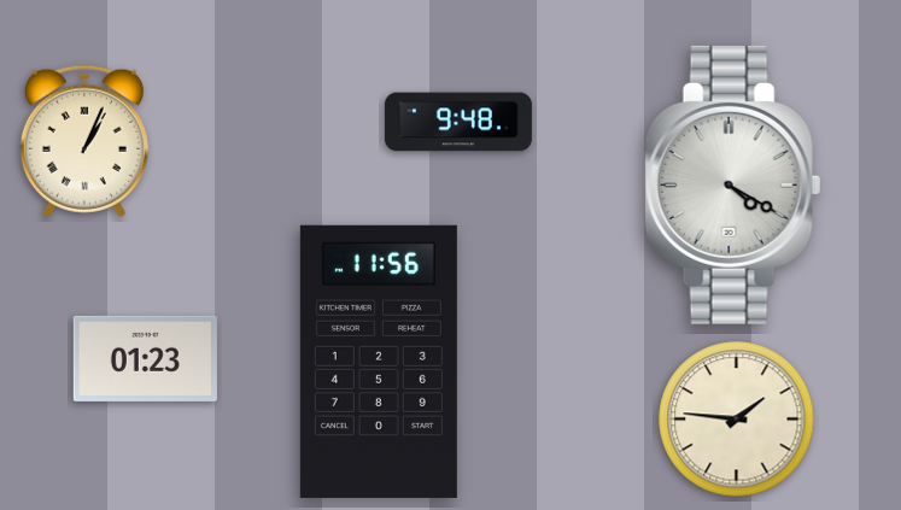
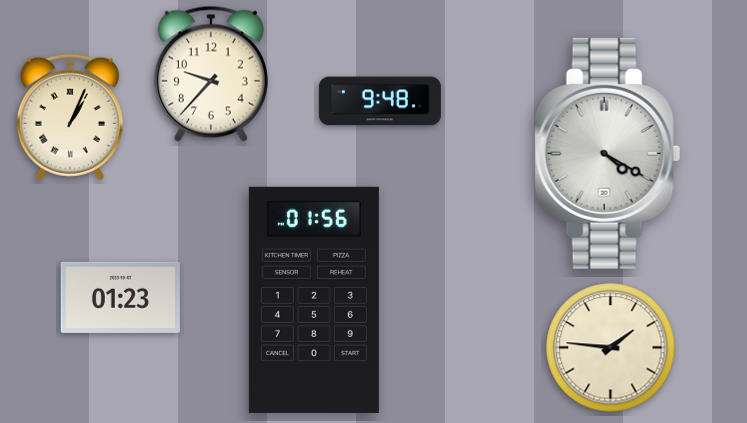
clock at (211, 74): none -> 9:37
clock at (379, 362): 11:56 -> 01:56
